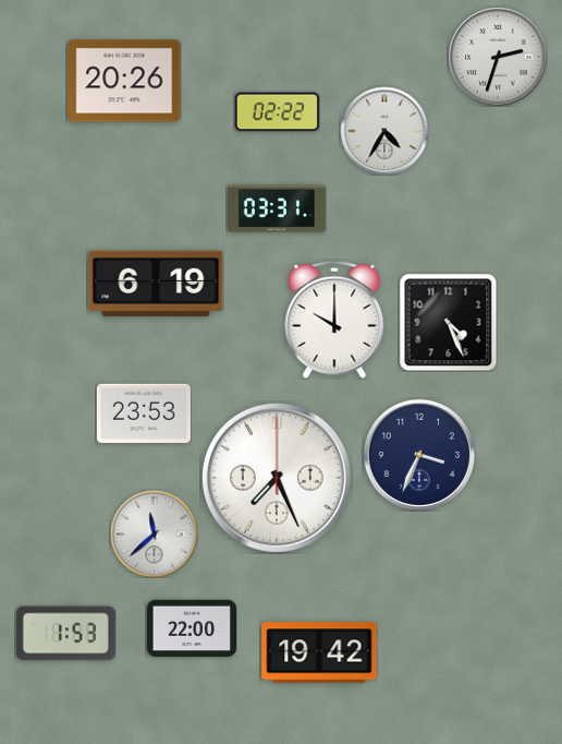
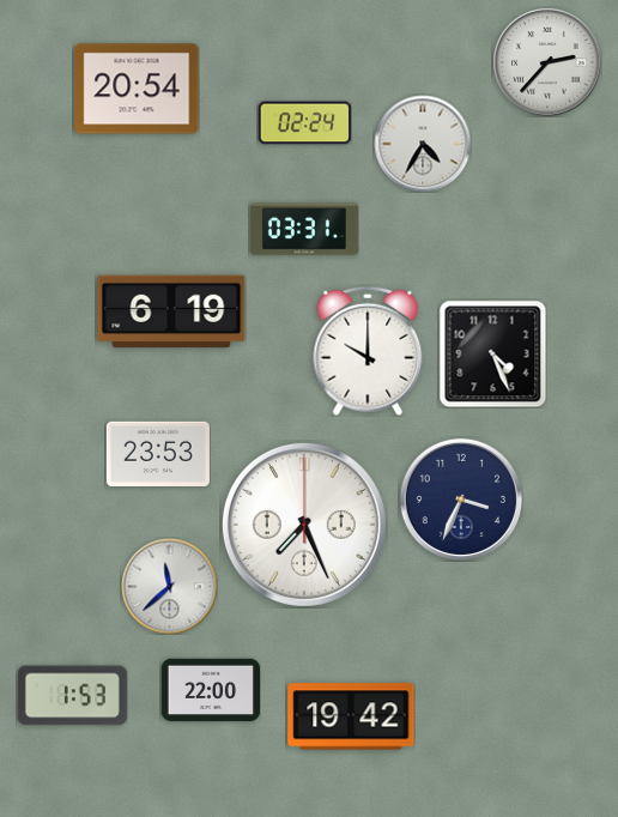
clock at (498, 57): 2:33 -> 2:37
clock at (124, 81): 20:26 -> 20:54
clock at (277, 112): 02:22 -> 02:24
